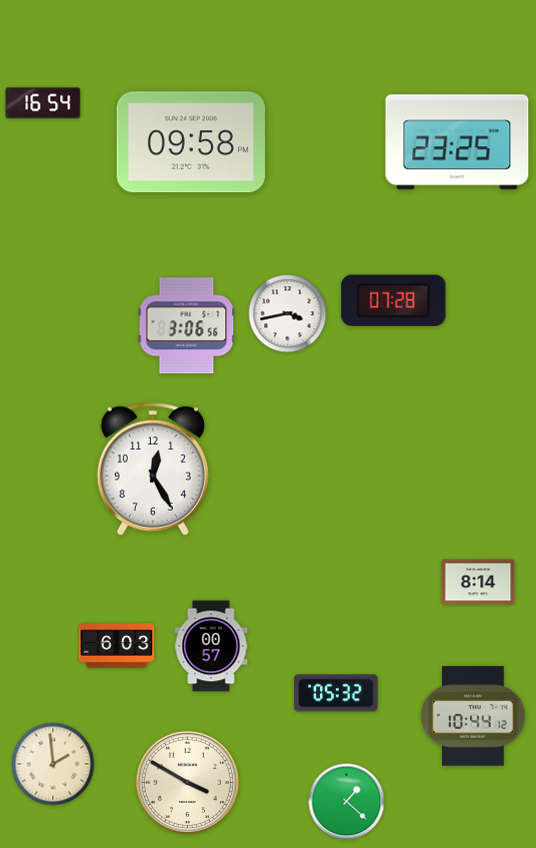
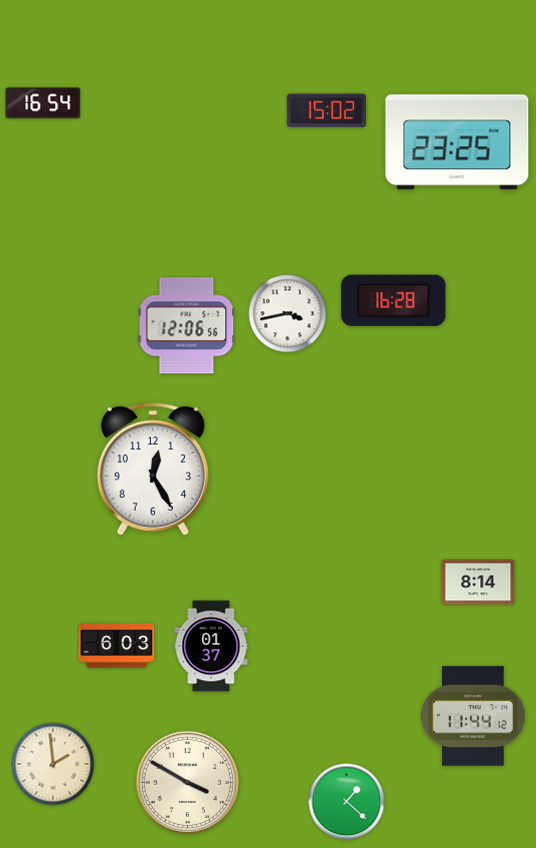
clock at (326, 111): none -> 15:02
clock at (191, 142): 09:58 -> none
clock at (394, 300): 07:28 -> 16:28
clock at (187, 326): 3:06 -> 12:06
clock at (211, 646): 00:57 -> 01:37
clock at (336, 693): 05:32 -> none
clock at (473, 716): 10:44 -> 11:44
